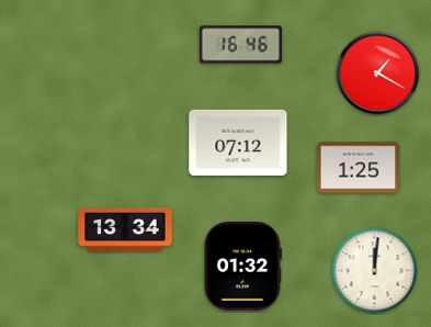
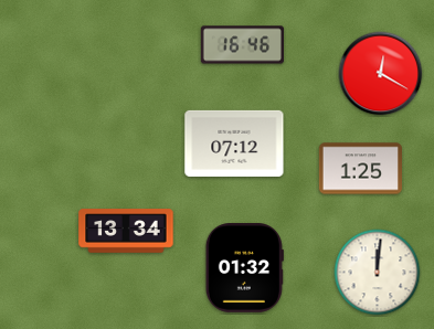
clock at (378, 74): 1:20 -> 12:20
clock at (238, 143) position: (238, 143) -> (234, 144)
